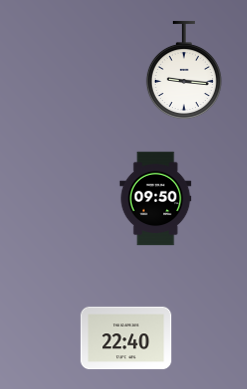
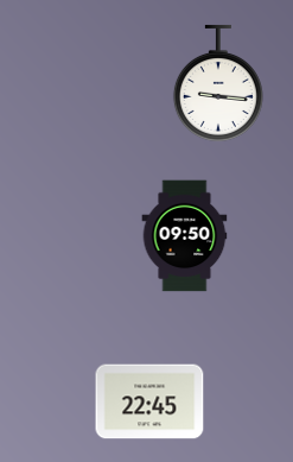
clock at (126, 338): 22:40 -> 22:45
